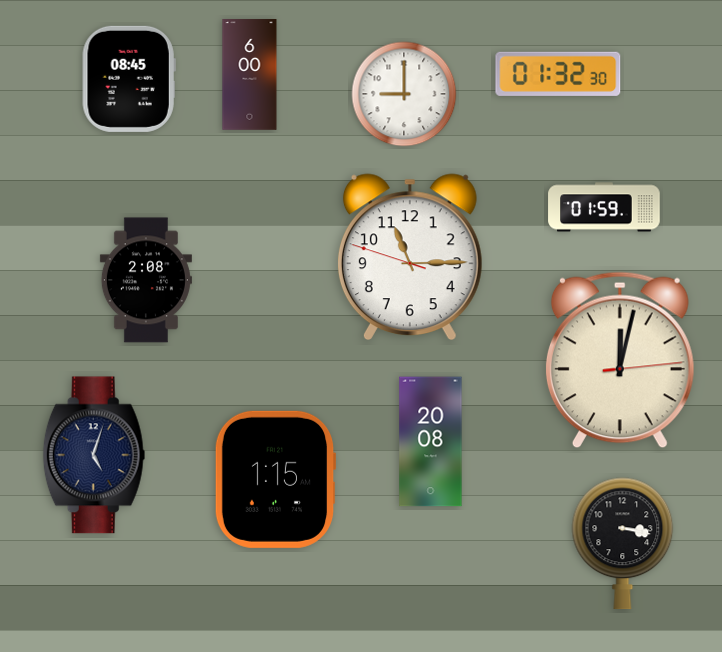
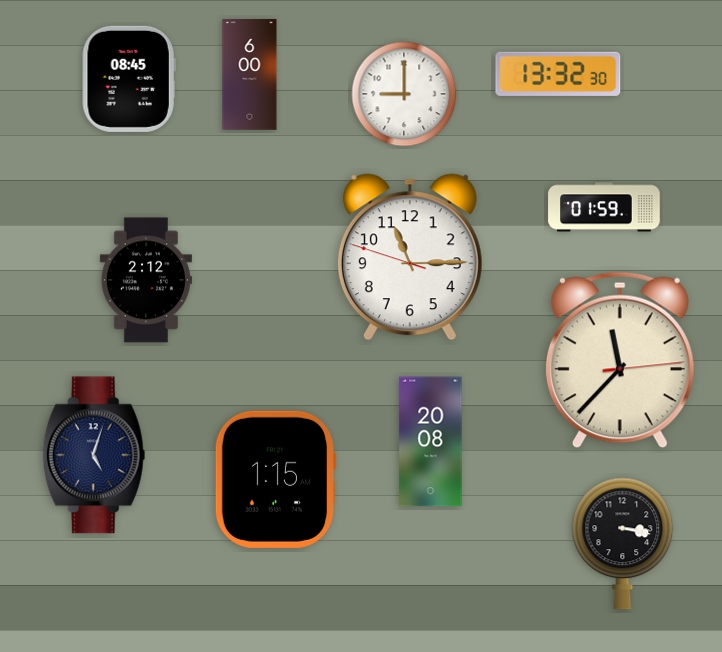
clock at (558, 74): 01:32 -> 13:32
clock at (146, 280): 2:08 -> 2:12
clock at (620, 360): 12:02 -> 11:37
